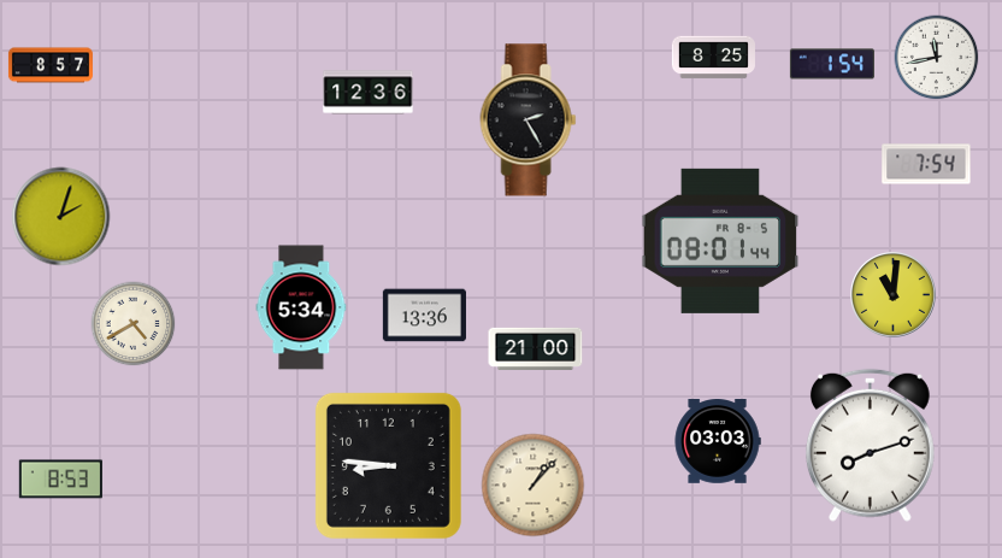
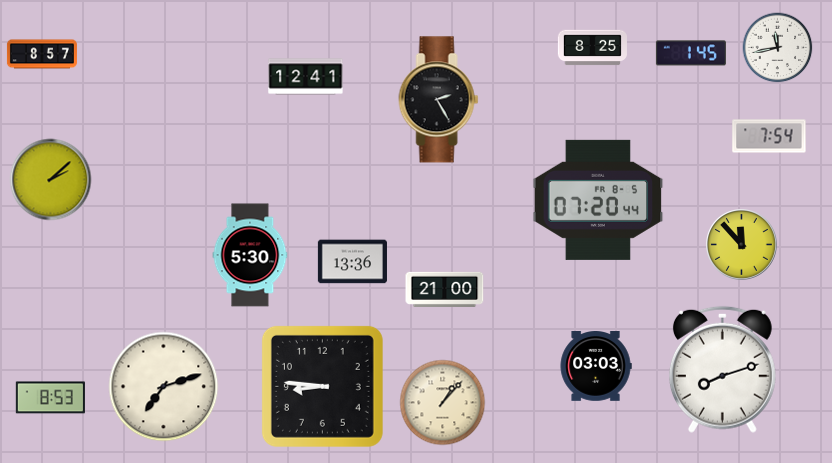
clock at (832, 64): 1:54 -> 1:45
clock at (369, 93): 12:36 -> 12:41
clock at (61, 217): 2:03 -> 2:08
clock at (720, 241): 08:01 -> 07:20
clock at (894, 295): 11:01 -> 11:53
clock at (301, 307): 5:34 -> 5:30
clock at (134, 324): 4:40 -> none
clock at (164, 387): none -> 7:12
